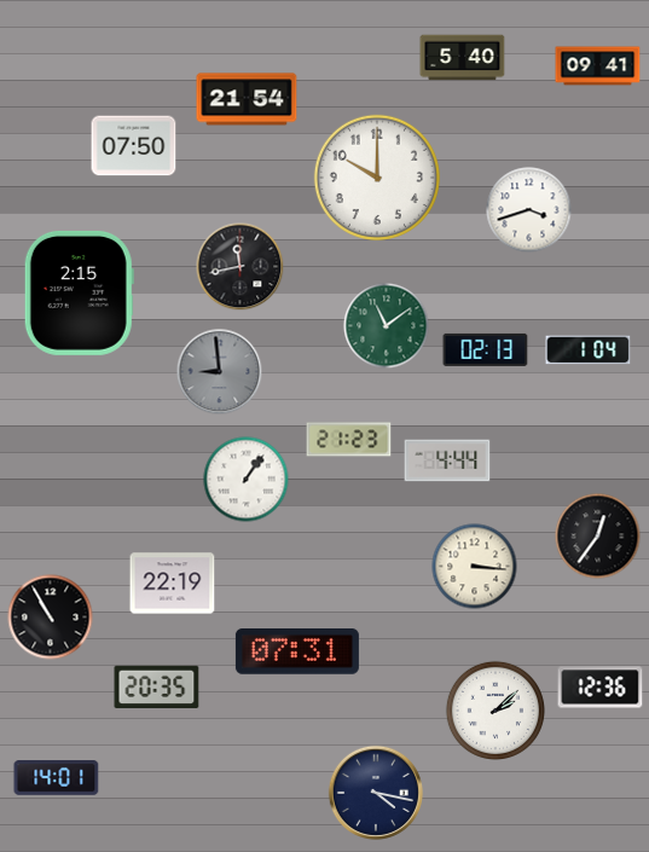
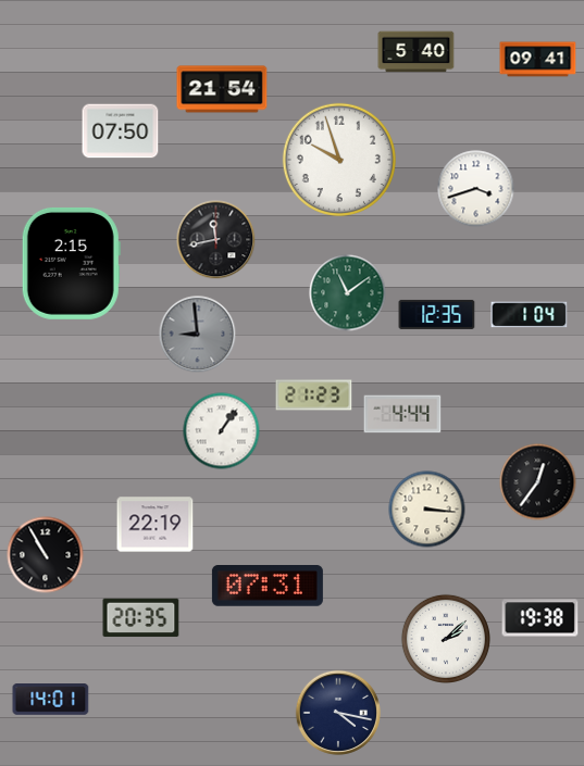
clock at (377, 178): 10:00 -> 9:57
clock at (486, 349): 02:13 -> 12:35
clock at (601, 688): 12:36 -> 19:38
